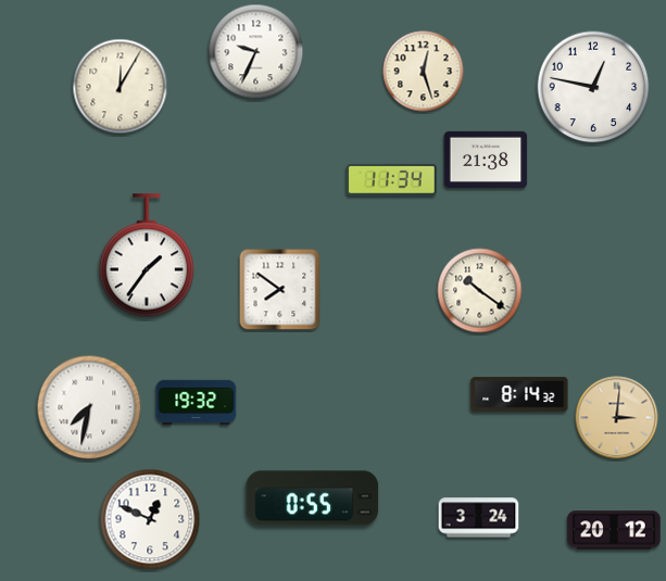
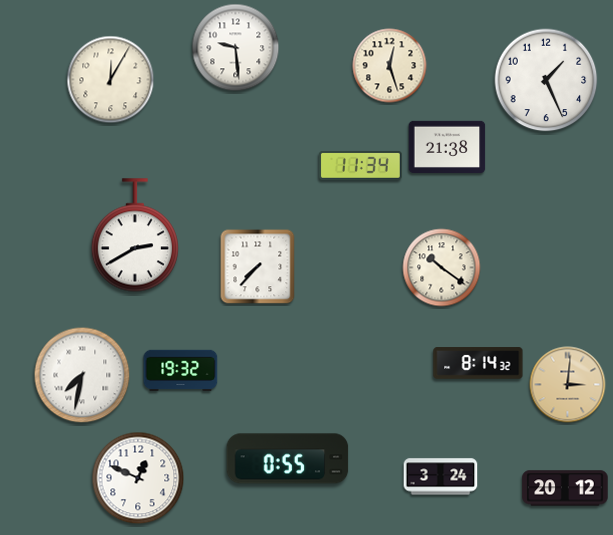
clock at (256, 52): 9:34 -> 9:29
clock at (593, 87): 12:47 -> 1:26
clock at (147, 255): 1:36 -> 2:40
clock at (280, 290): 7:51 -> 7:37
